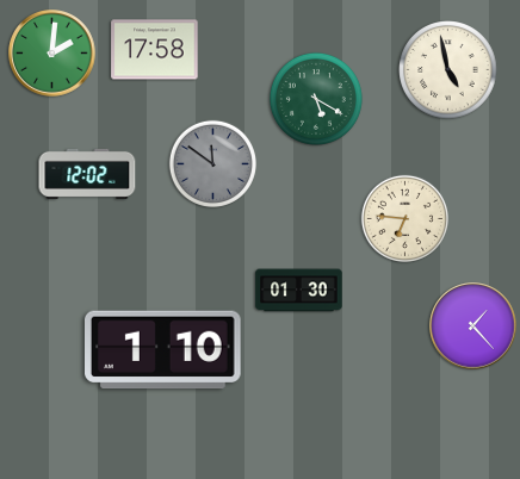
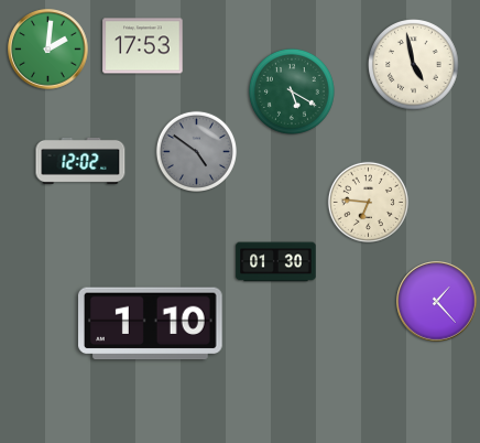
clock at (155, 50): 17:58 -> 17:53
clock at (212, 163): 11:51 -> 4:51
clock at (404, 218) position: (404, 218) -> (368, 202)
clock at (299, 291) position: (299, 291) -> (276, 262)
